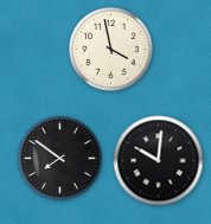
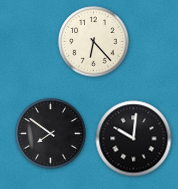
clock at (111, 50): 3:58 -> 6:23
clock at (159, 161) position: (159, 161) -> (134, 139)
